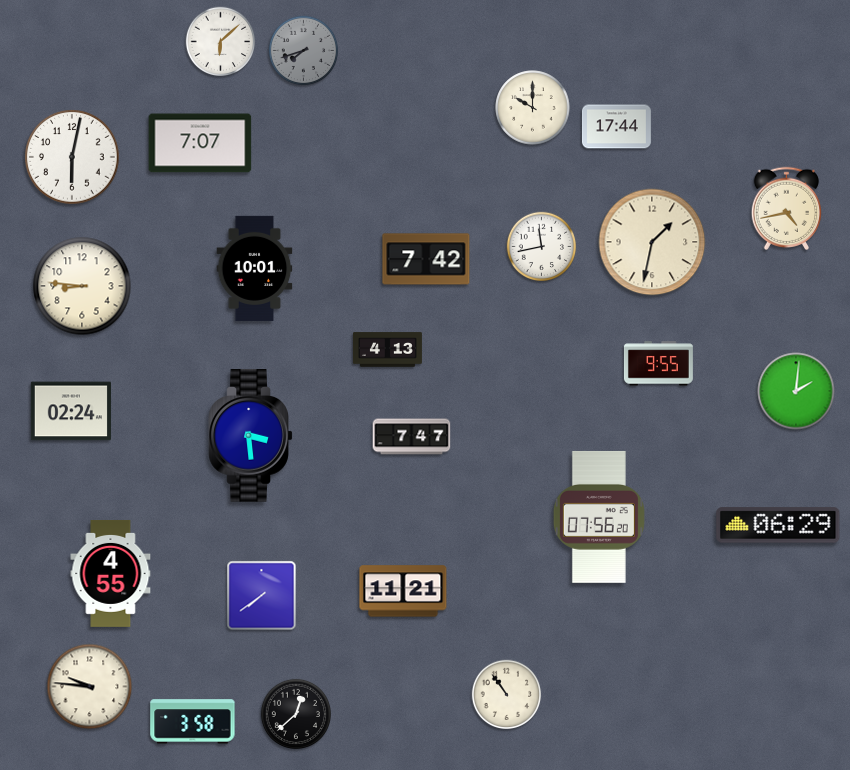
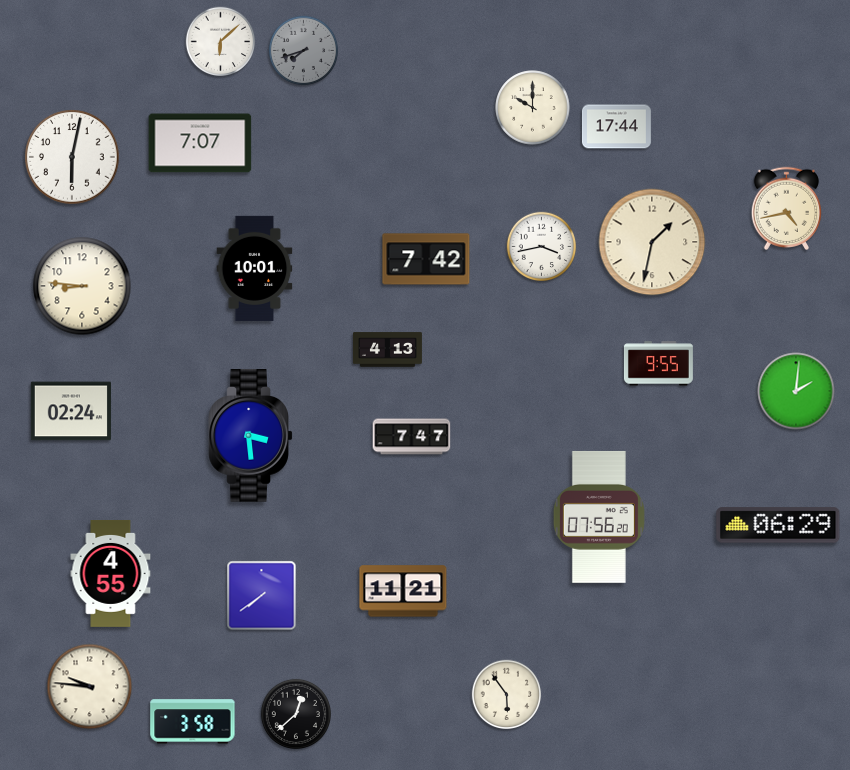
clock at (542, 247): 11:43 -> 3:43
clock at (507, 695): 10:54 -> 5:54
